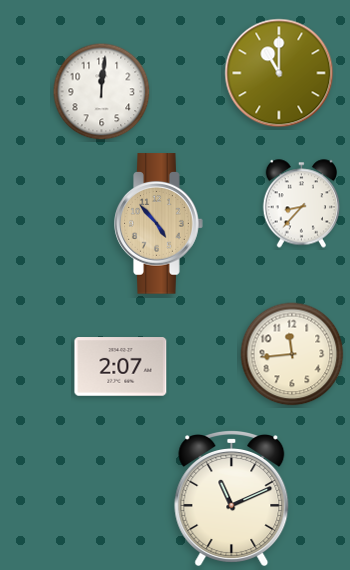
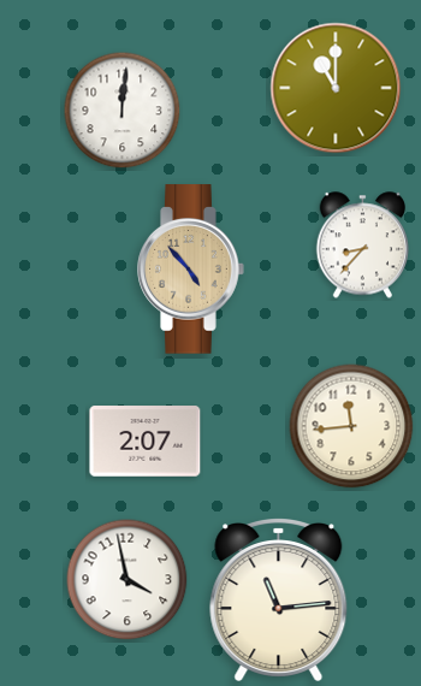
clock at (128, 580): none -> 3:58
clock at (232, 499): 11:11 -> 11:14
